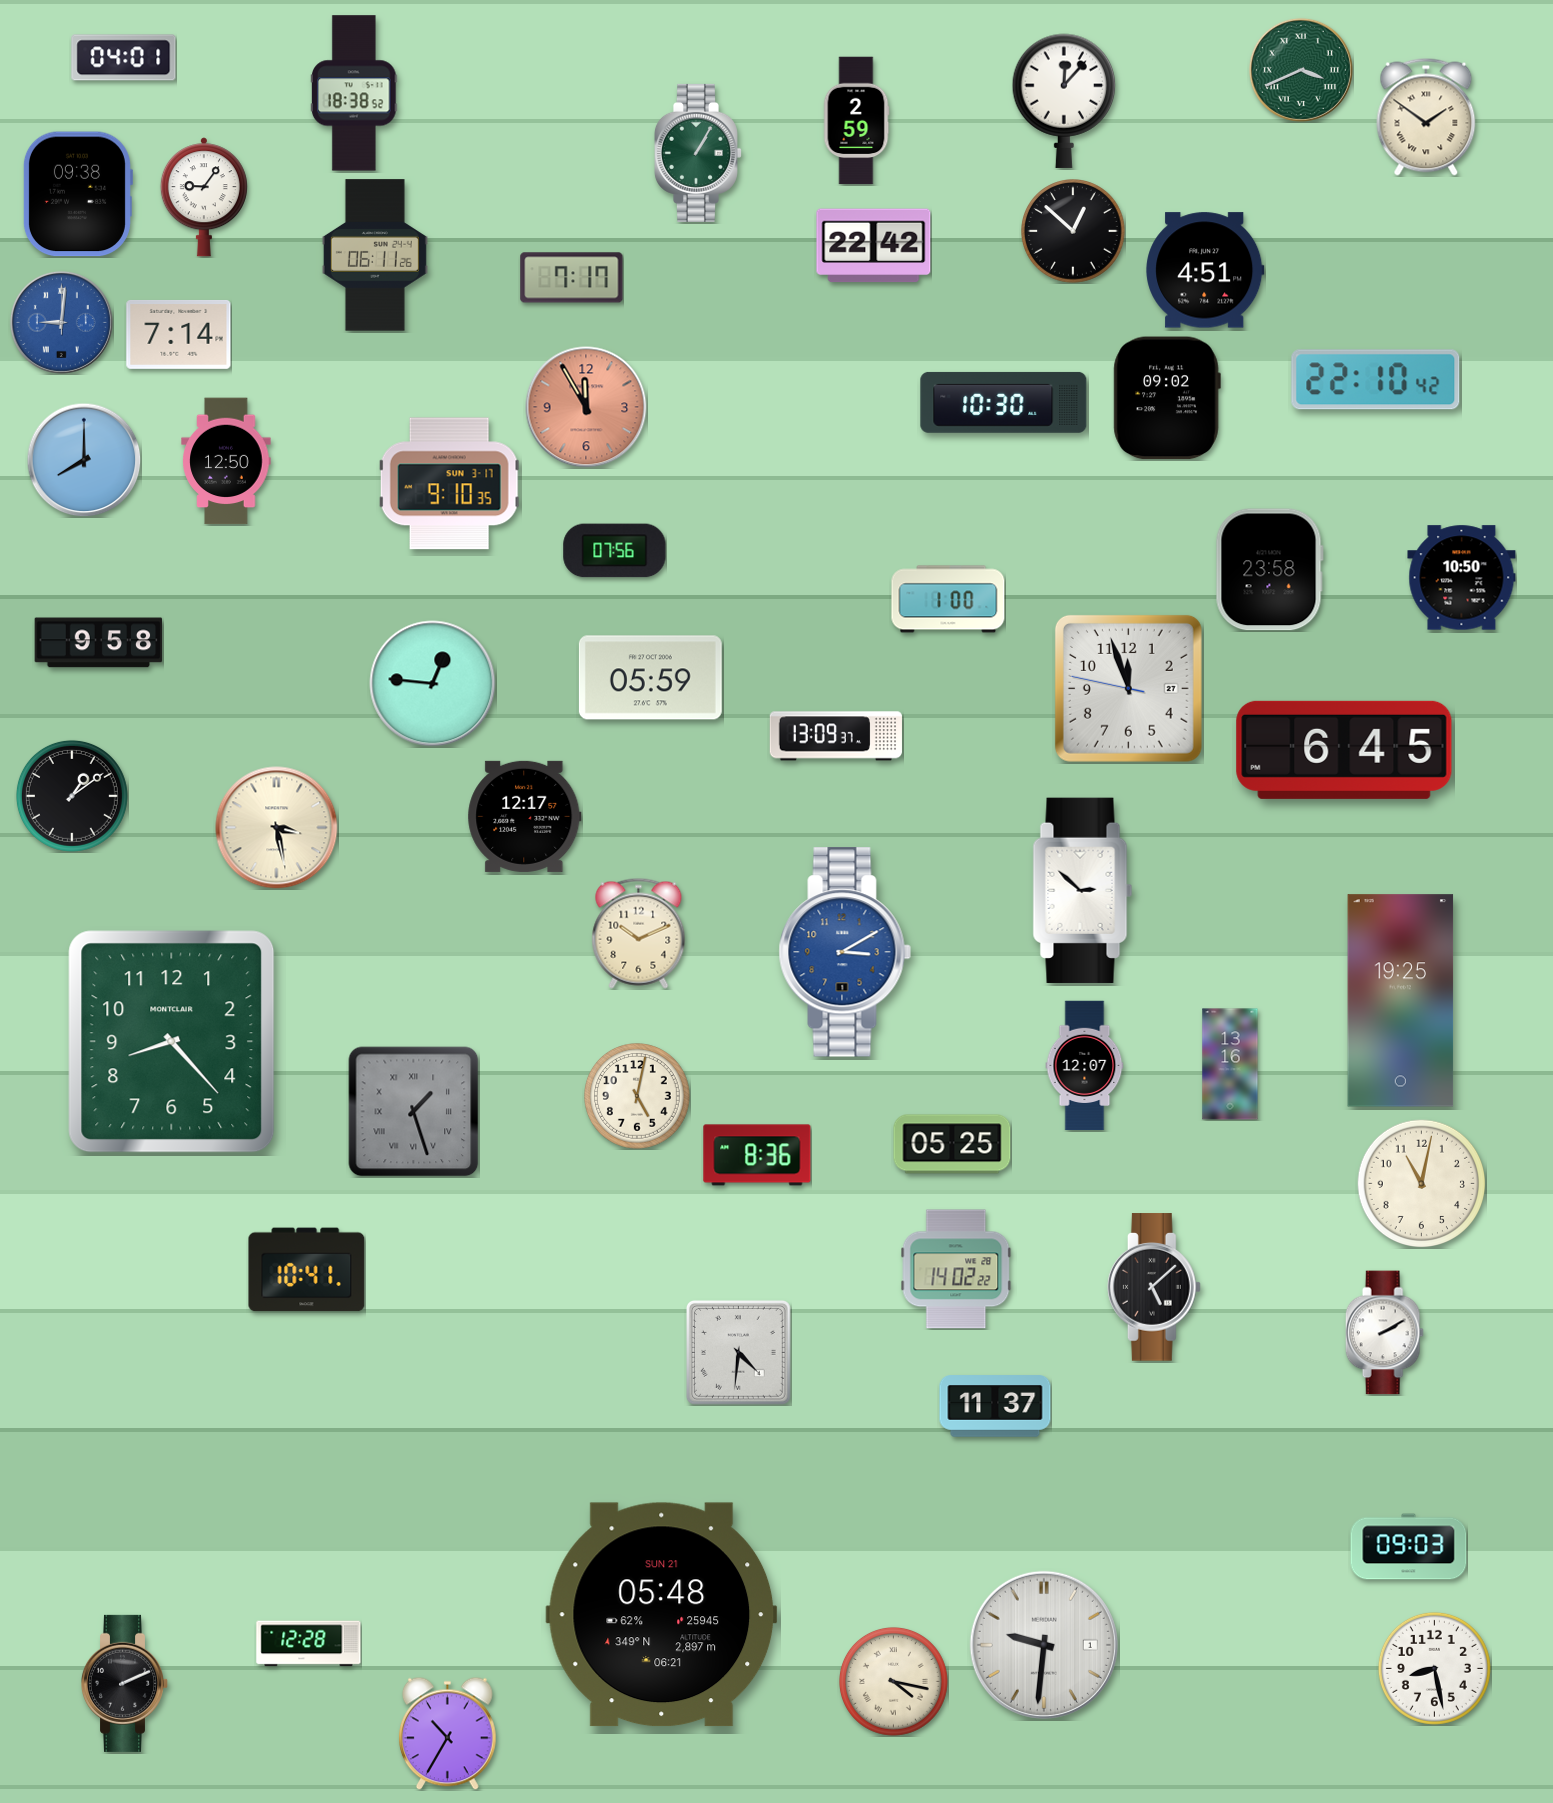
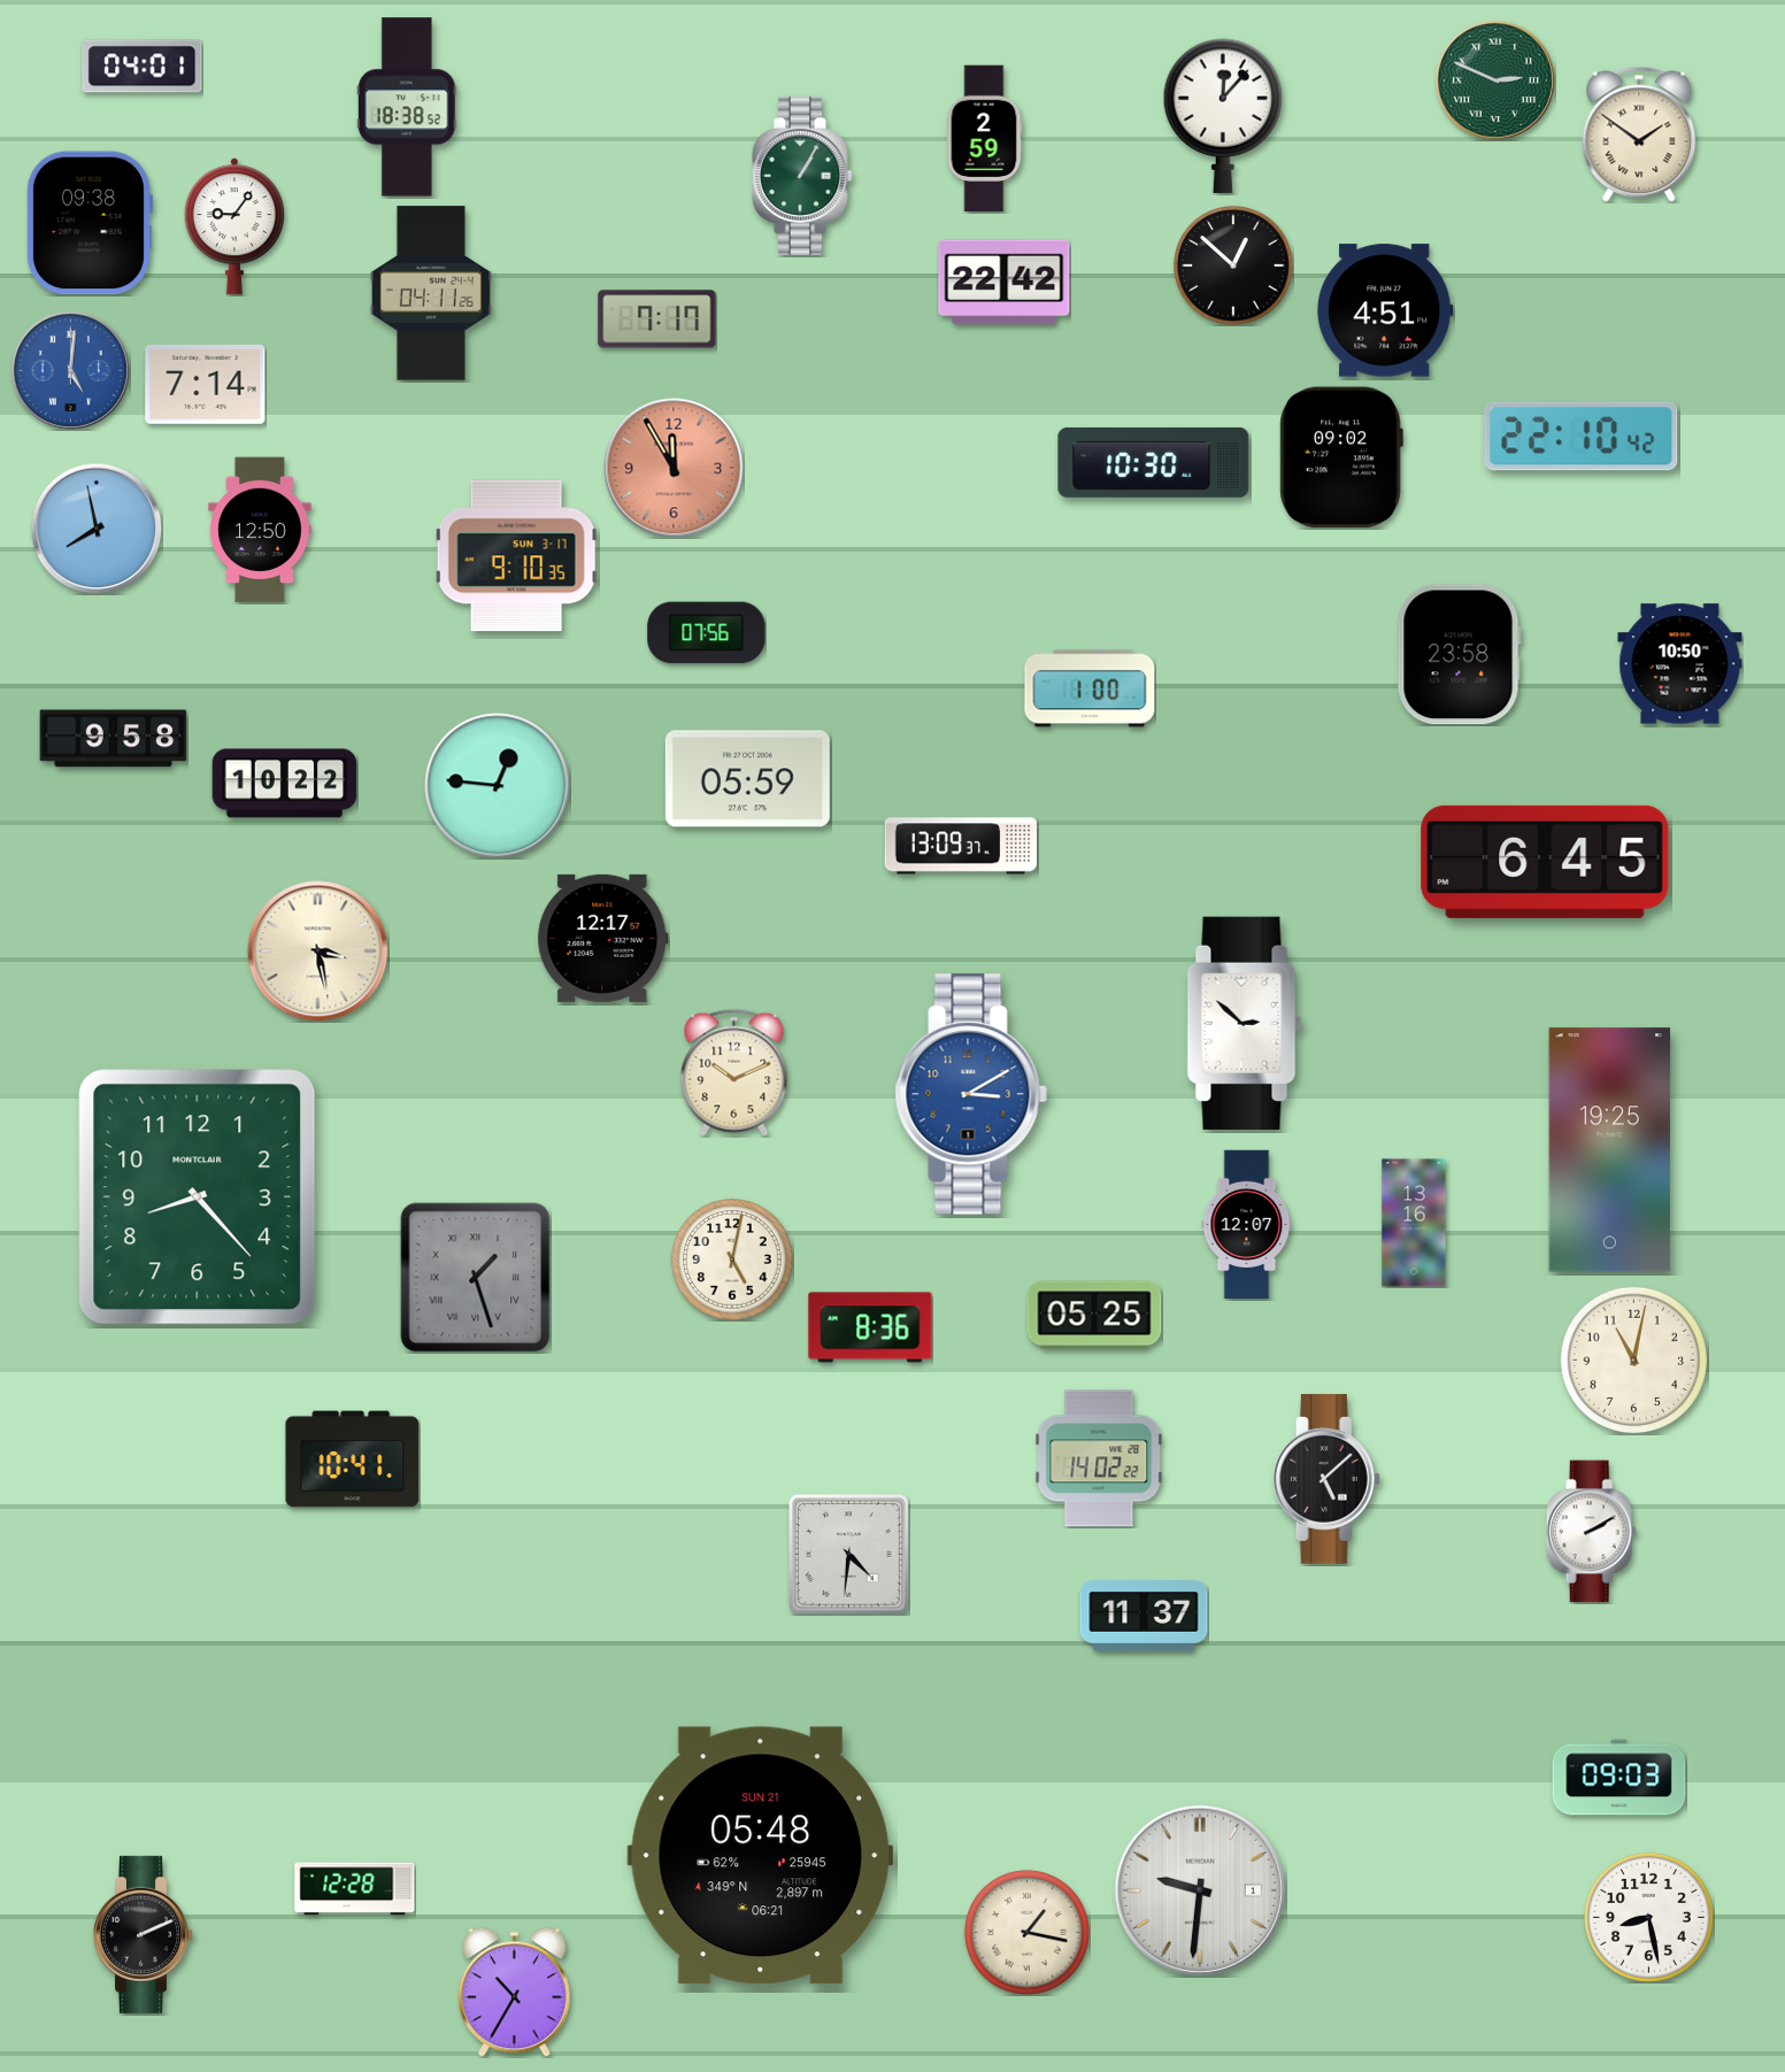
clock at (1301, 70): 3:41 -> 2:49
clock at (375, 255): 06:11 -> 04:11
clock at (61, 322): 9:01 -> 5:01
clock at (84, 460): 8:00 -> 7:58
clock at (285, 784): none -> 10:22
clock at (1128, 688): 11:56 -> none
clock at (72, 796): 1:09 -> none
clock at (893, 1681): 4:17 -> 1:17
